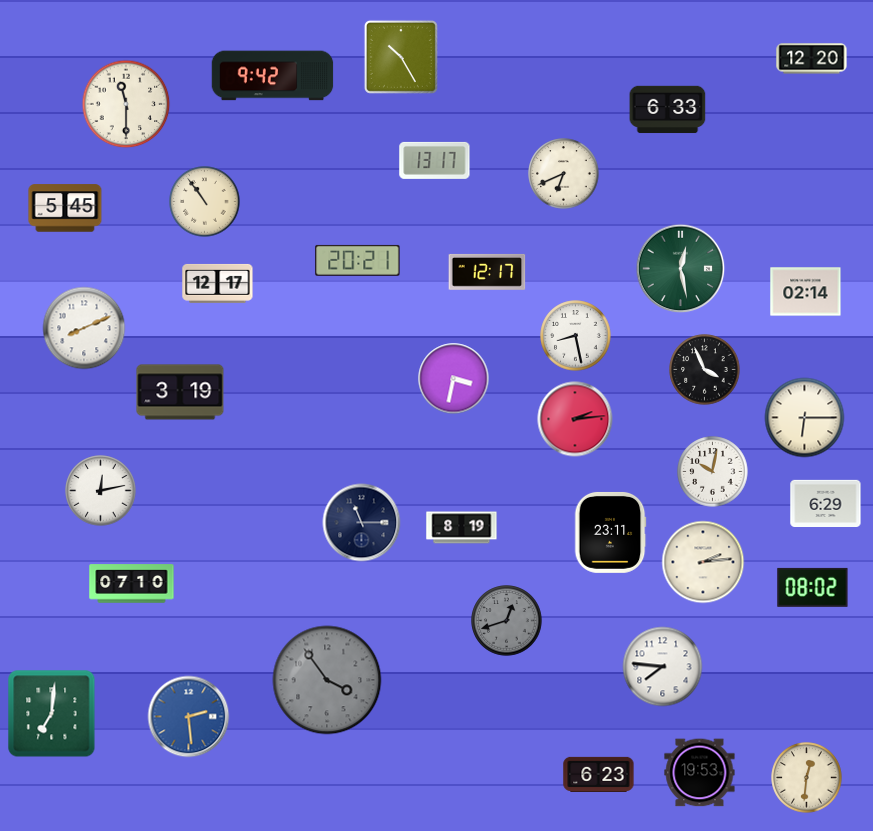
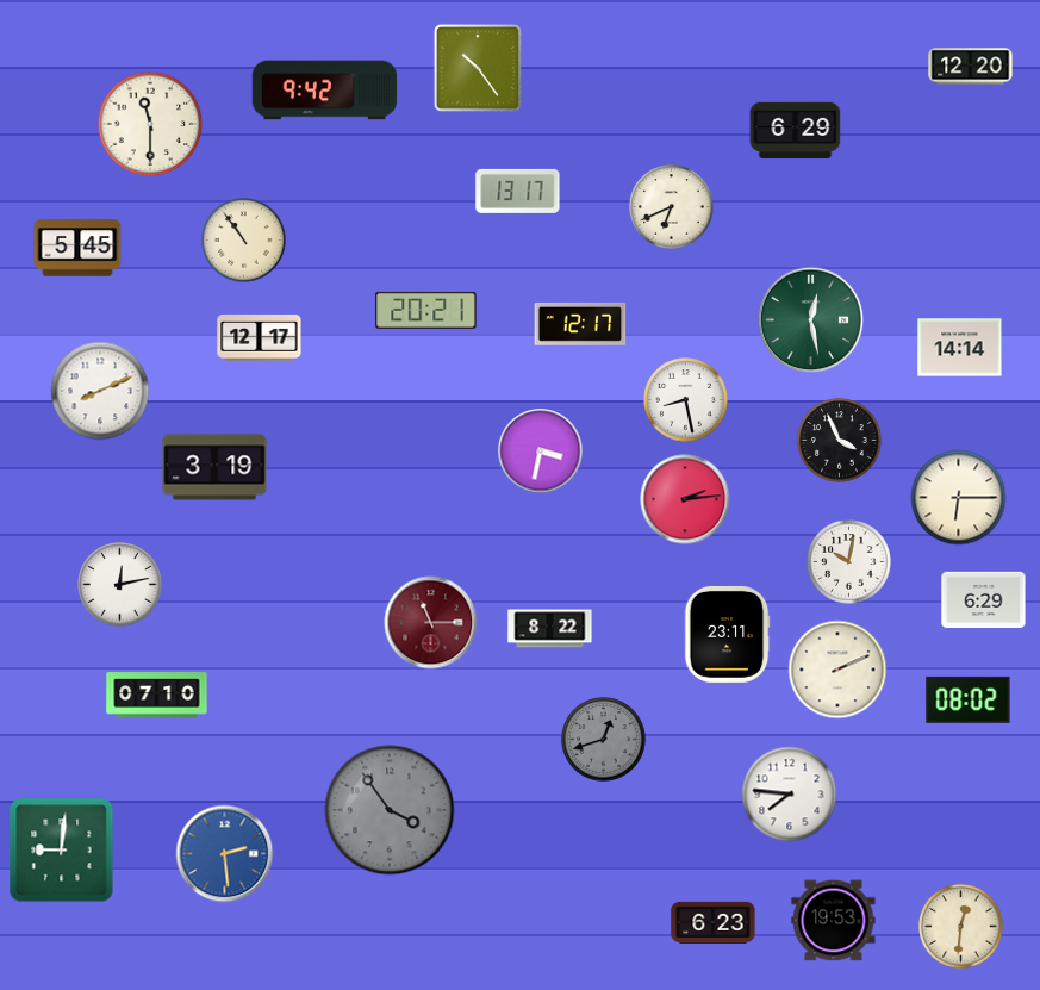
clock at (401, 57): 10:25 -> 10:24
clock at (812, 59) position: (812, 59) -> (971, 67)
clock at (668, 110): 6:33 -> 6:29
clock at (806, 292): 02:14 -> 14:14
clock at (362, 523) dial: navy -> burgundy
clock at (462, 528): 8:19 -> 8:22
clock at (703, 562): 2:14 -> 2:11
clock at (52, 714): 7:01 -> 9:01
